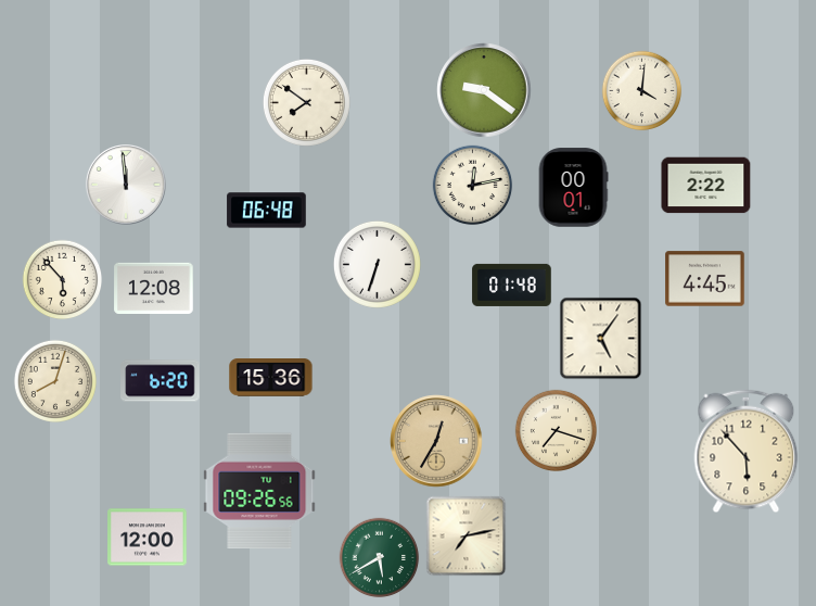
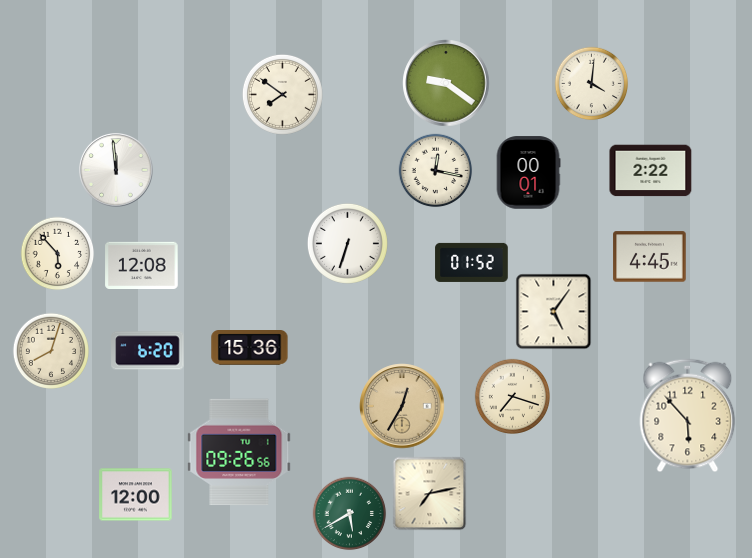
clock at (473, 186): 12:13 -> 12:17
clock at (267, 211): 06:48 -> none
clock at (63, 280) position: (63, 280) -> (58, 254)
clock at (512, 285): 01:48 -> 01:52
